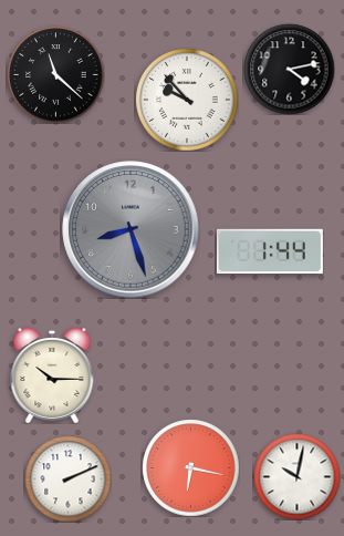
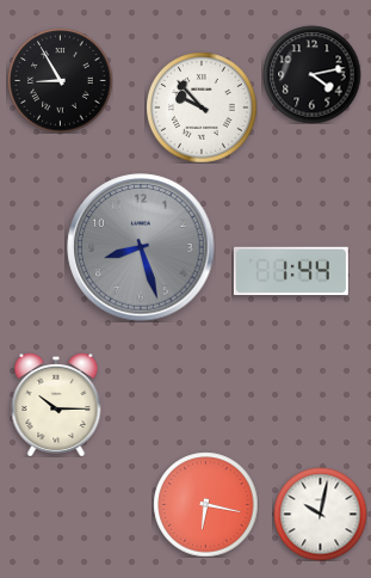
clock at (55, 74): 11:22 -> 8:55
clock at (67, 478): 2:11 -> none
